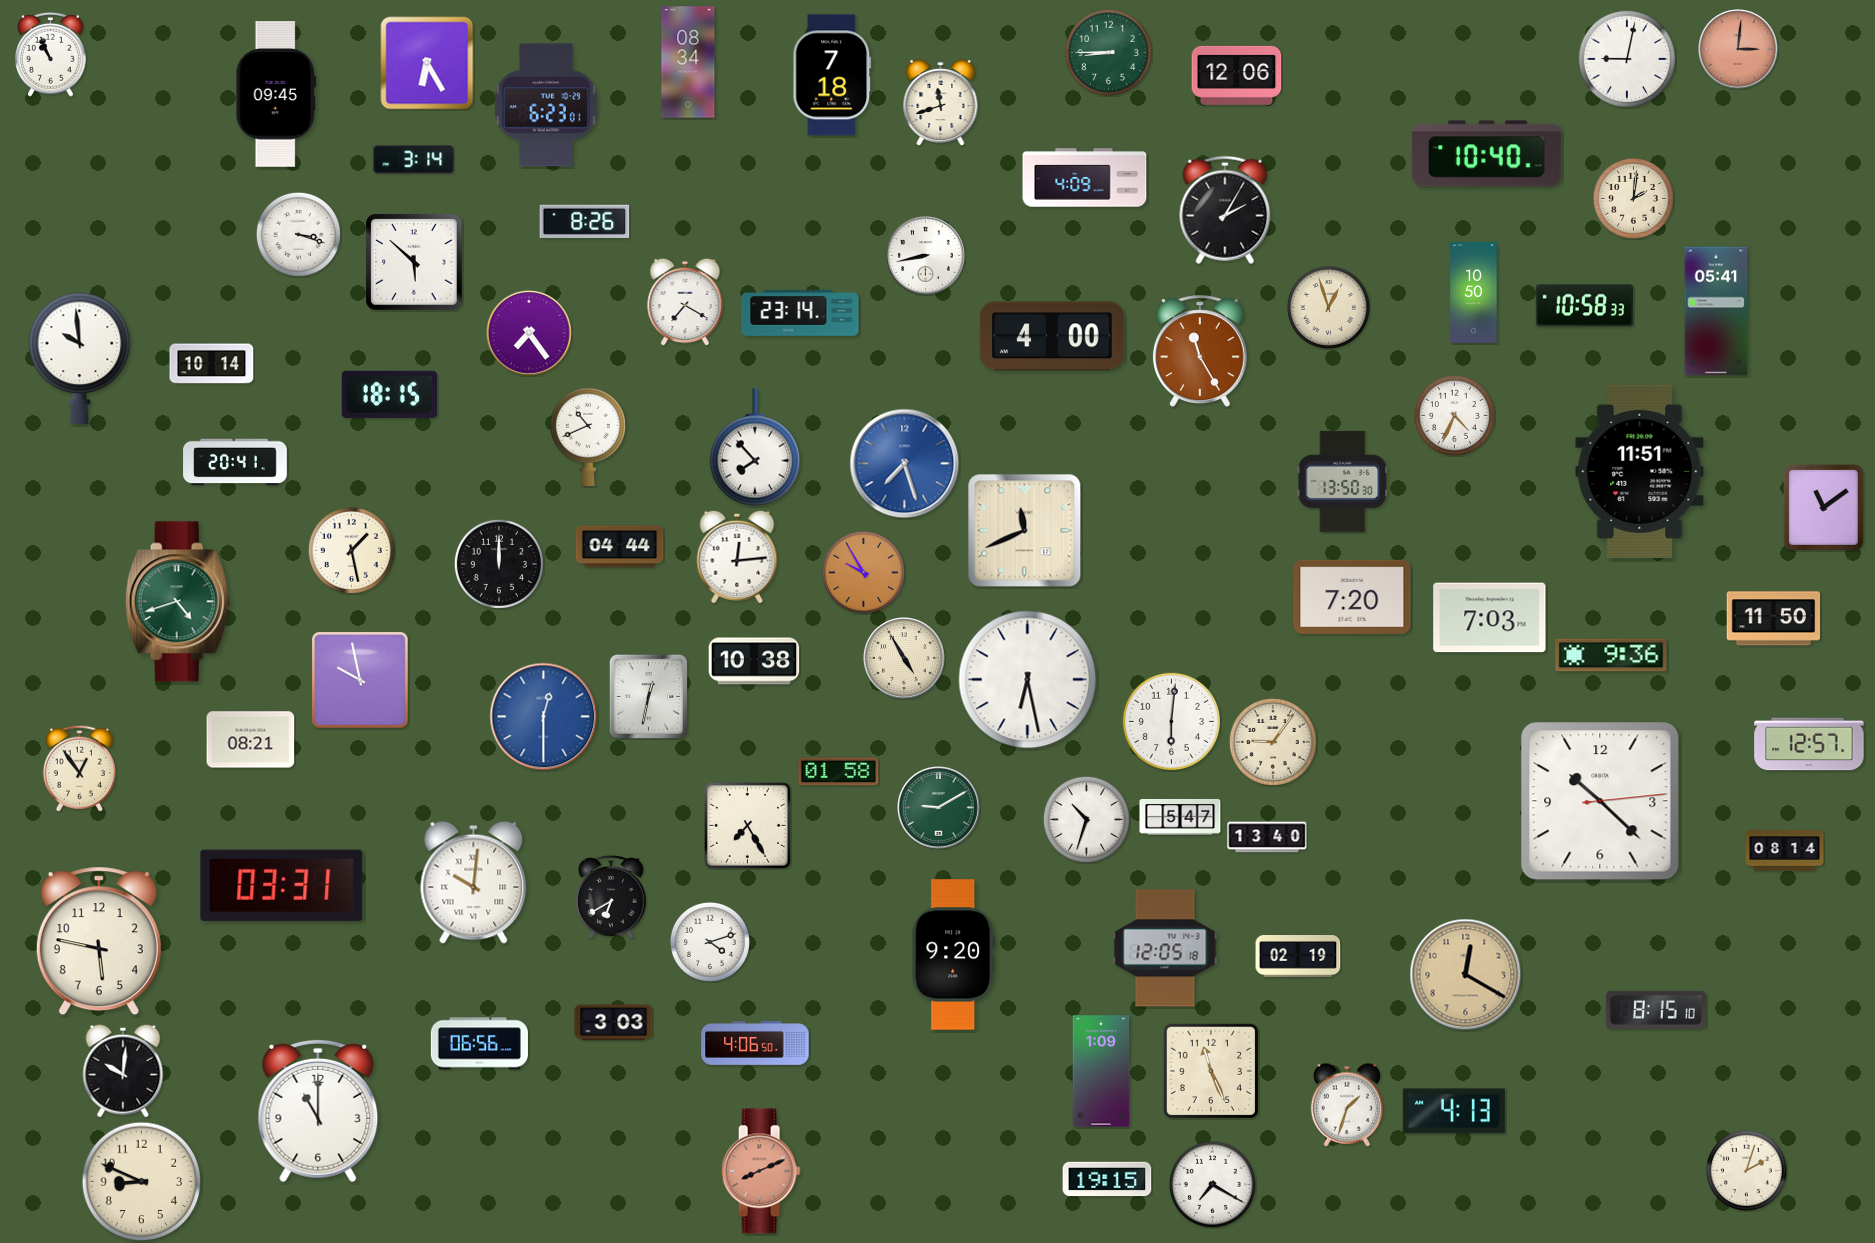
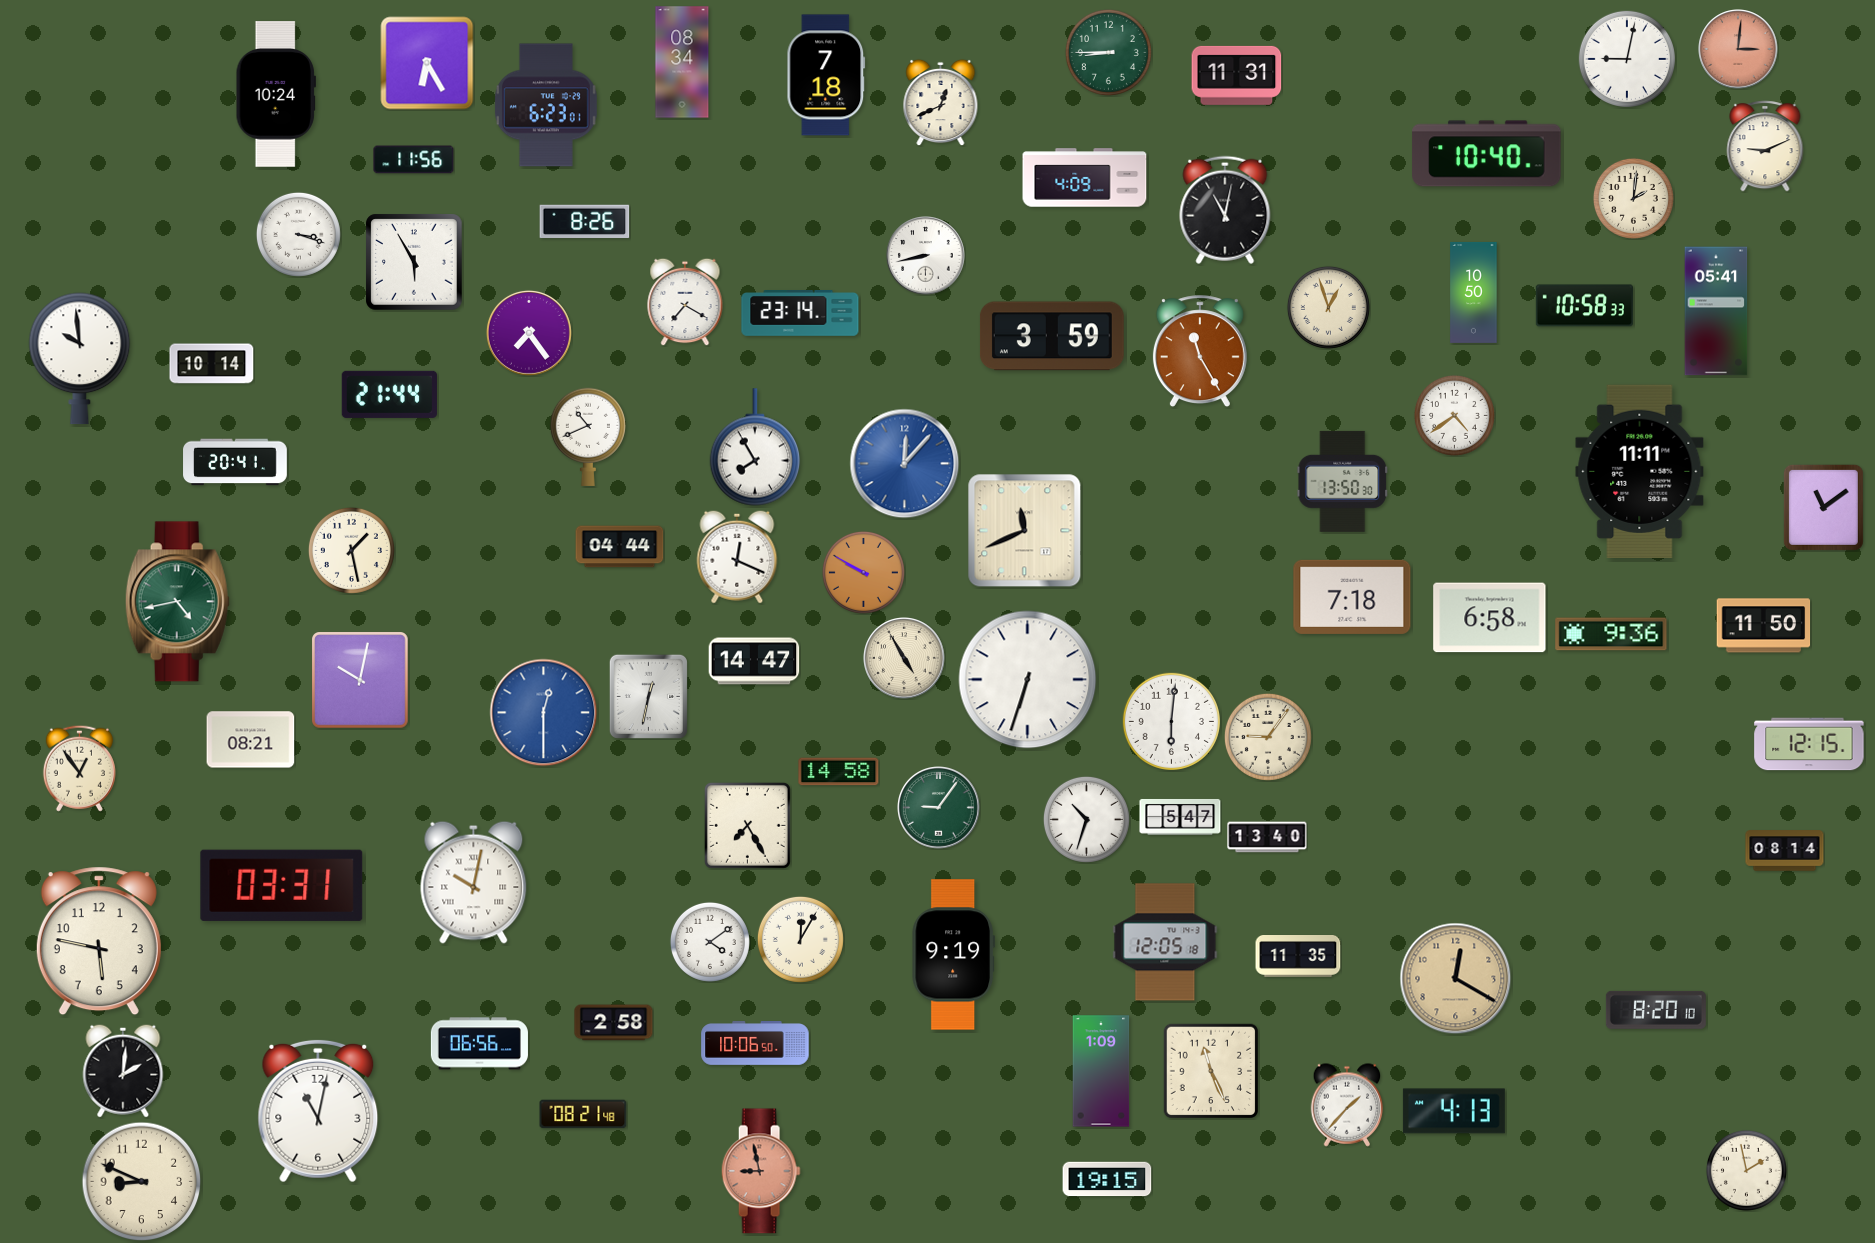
clock at (51, 54): 10:56 -> none
clock at (688, 62) position: (688, 62) -> (682, 62)
clock at (832, 75) position: (832, 75) -> (826, 75)
clock at (1237, 75): 12:06 -> 11:31
clock at (276, 94): 09:45 -> 10:24
clock at (941, 102): 11:42 -> 12:41
clock at (1765, 146): none -> 9:11
clock at (414, 160): 3:14 -> 11:56
clock at (1225, 210): 2:05 -> 11:02
clock at (414, 262): 5:52 -> 5:55
clock at (1052, 336): 4:00 -> 3:59
clock at (389, 394): 18:15 -> 21:44
clock at (1454, 415): 4:34 -> 4:39
clock at (755, 447): 7:53 -> 7:55
clock at (905, 464): 7:27 -> 12:07
clock at (1640, 471): 11:51 -> 11:11
clock at (737, 557): 12:14 -> 12:19
clock at (499, 564): 12:00 -> none
clock at (863, 572): 9:55 -> 9:50
clock at (1352, 597): 7:20 -> 7:18
clock at (177, 602): 4:42 -> 4:43
clock at (1490, 618): 7:03 -> 6:58
clock at (1774, 619) position: (1774, 619) -> (1764, 626)
clock at (1611, 655) position: (1611, 655) -> (1611, 634)
clock at (754, 661): 10:38 -> 14:47
clock at (1028, 680): 6:28 -> 6:33
clock at (361, 681): 9:58 -> 10:02
clock at (544, 717) position: (544, 717) -> (544, 713)
clock at (1273, 742) position: (1273, 742) -> (1268, 737)
clock at (1809, 744): 12:57 -> 12:15
clock at (839, 772): 01:58 -> 14:58
clock at (1600, 801): 10:22 -> none
clock at (939, 808): 9:10 -> 9:06
clock at (474, 882): 10:01 -> 10:02
clock at (611, 897): 6:40 -> none
clock at (800, 939): none -> 12:05
clock at (710, 942): 4:12 -> 4:09
clock at (1165, 948) position: (1165, 948) -> (1165, 942)
clock at (954, 955): 9:20 -> 9:19
clock at (1298, 957): 02:19 -> 11:35
clock at (1466, 975) position: (1466, 975) -> (1456, 979)
clock at (1656, 1010): 8:15 -> 8:20
clock at (614, 1023): 3:03 -> 2:58
clock at (755, 1044): 4:06 -> 10:06
clock at (123, 1071): 10:01 -> 2:01
clock at (1347, 1105): 1:33 -> 1:37
clock at (318, 1111): 11:00 -> 11:02
clock at (583, 1114): none -> 08:21
clock at (1746, 1170): 2:03 -> 1:58
clock at (761, 1171): 8:11 -> 8:58
clock at (1212, 1184): 7:20 -> none
